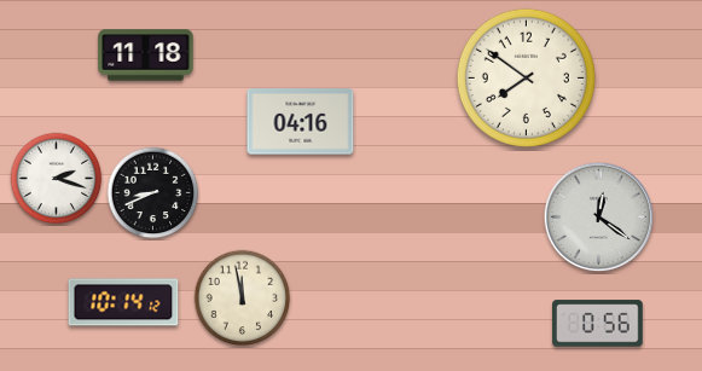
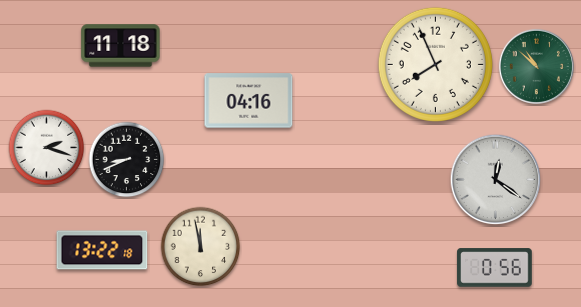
clock at (526, 77): 7:51 -> 7:56
clock at (536, 66): none -> 10:52
clock at (123, 302): 10:14 -> 13:22
